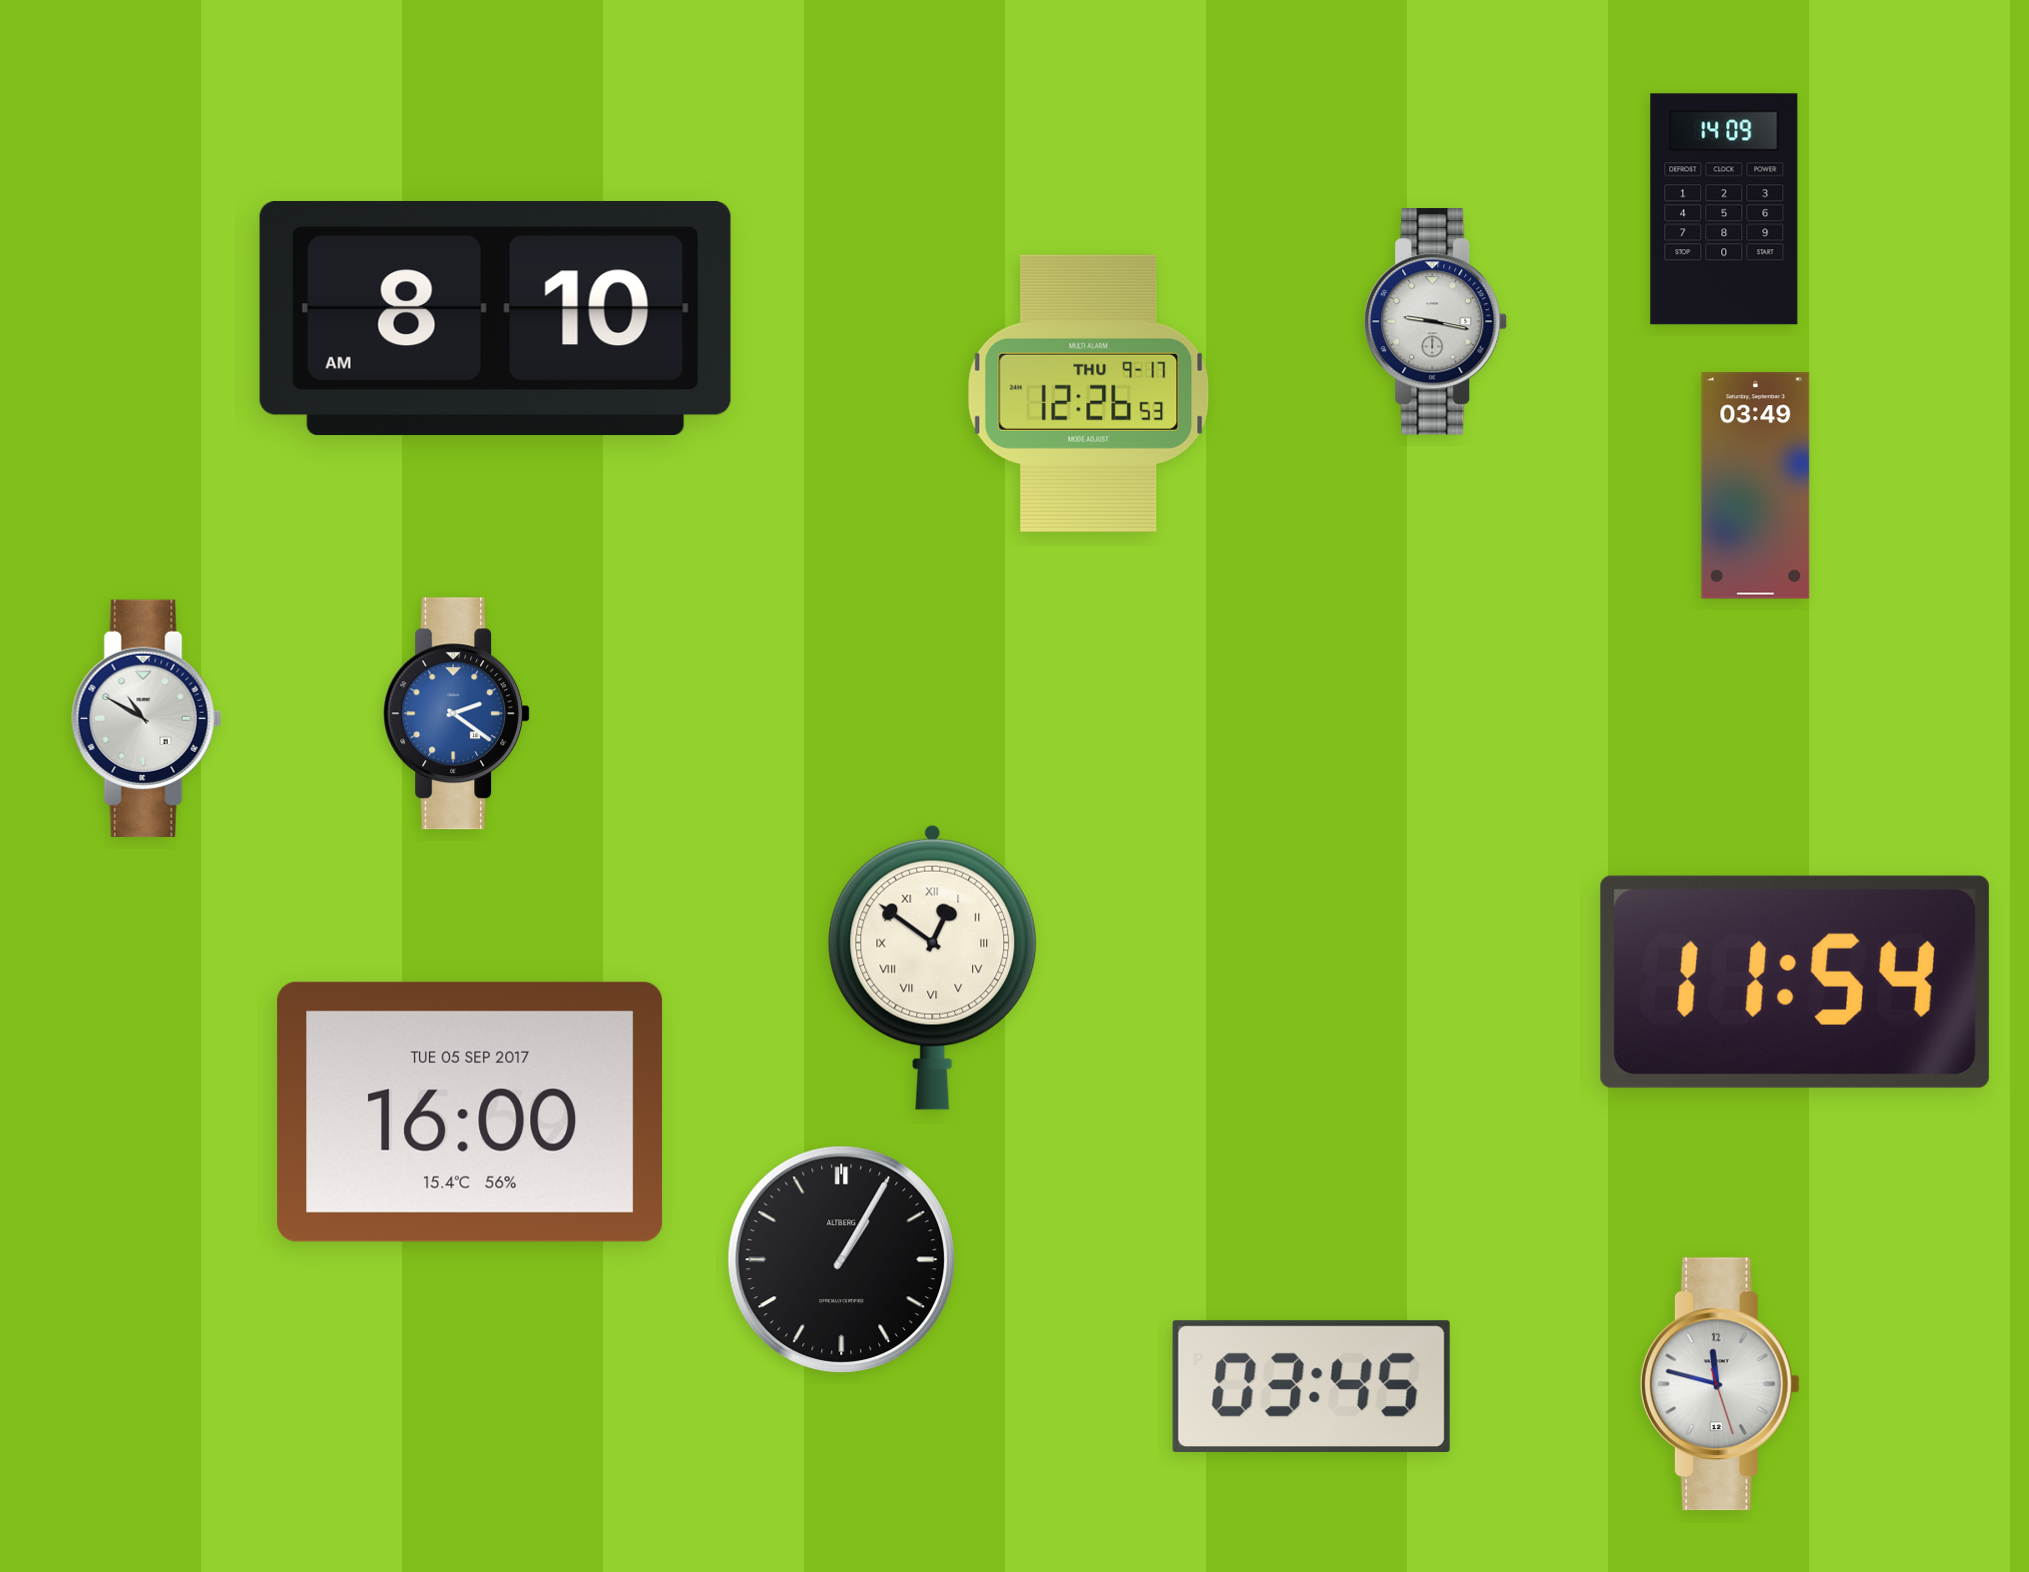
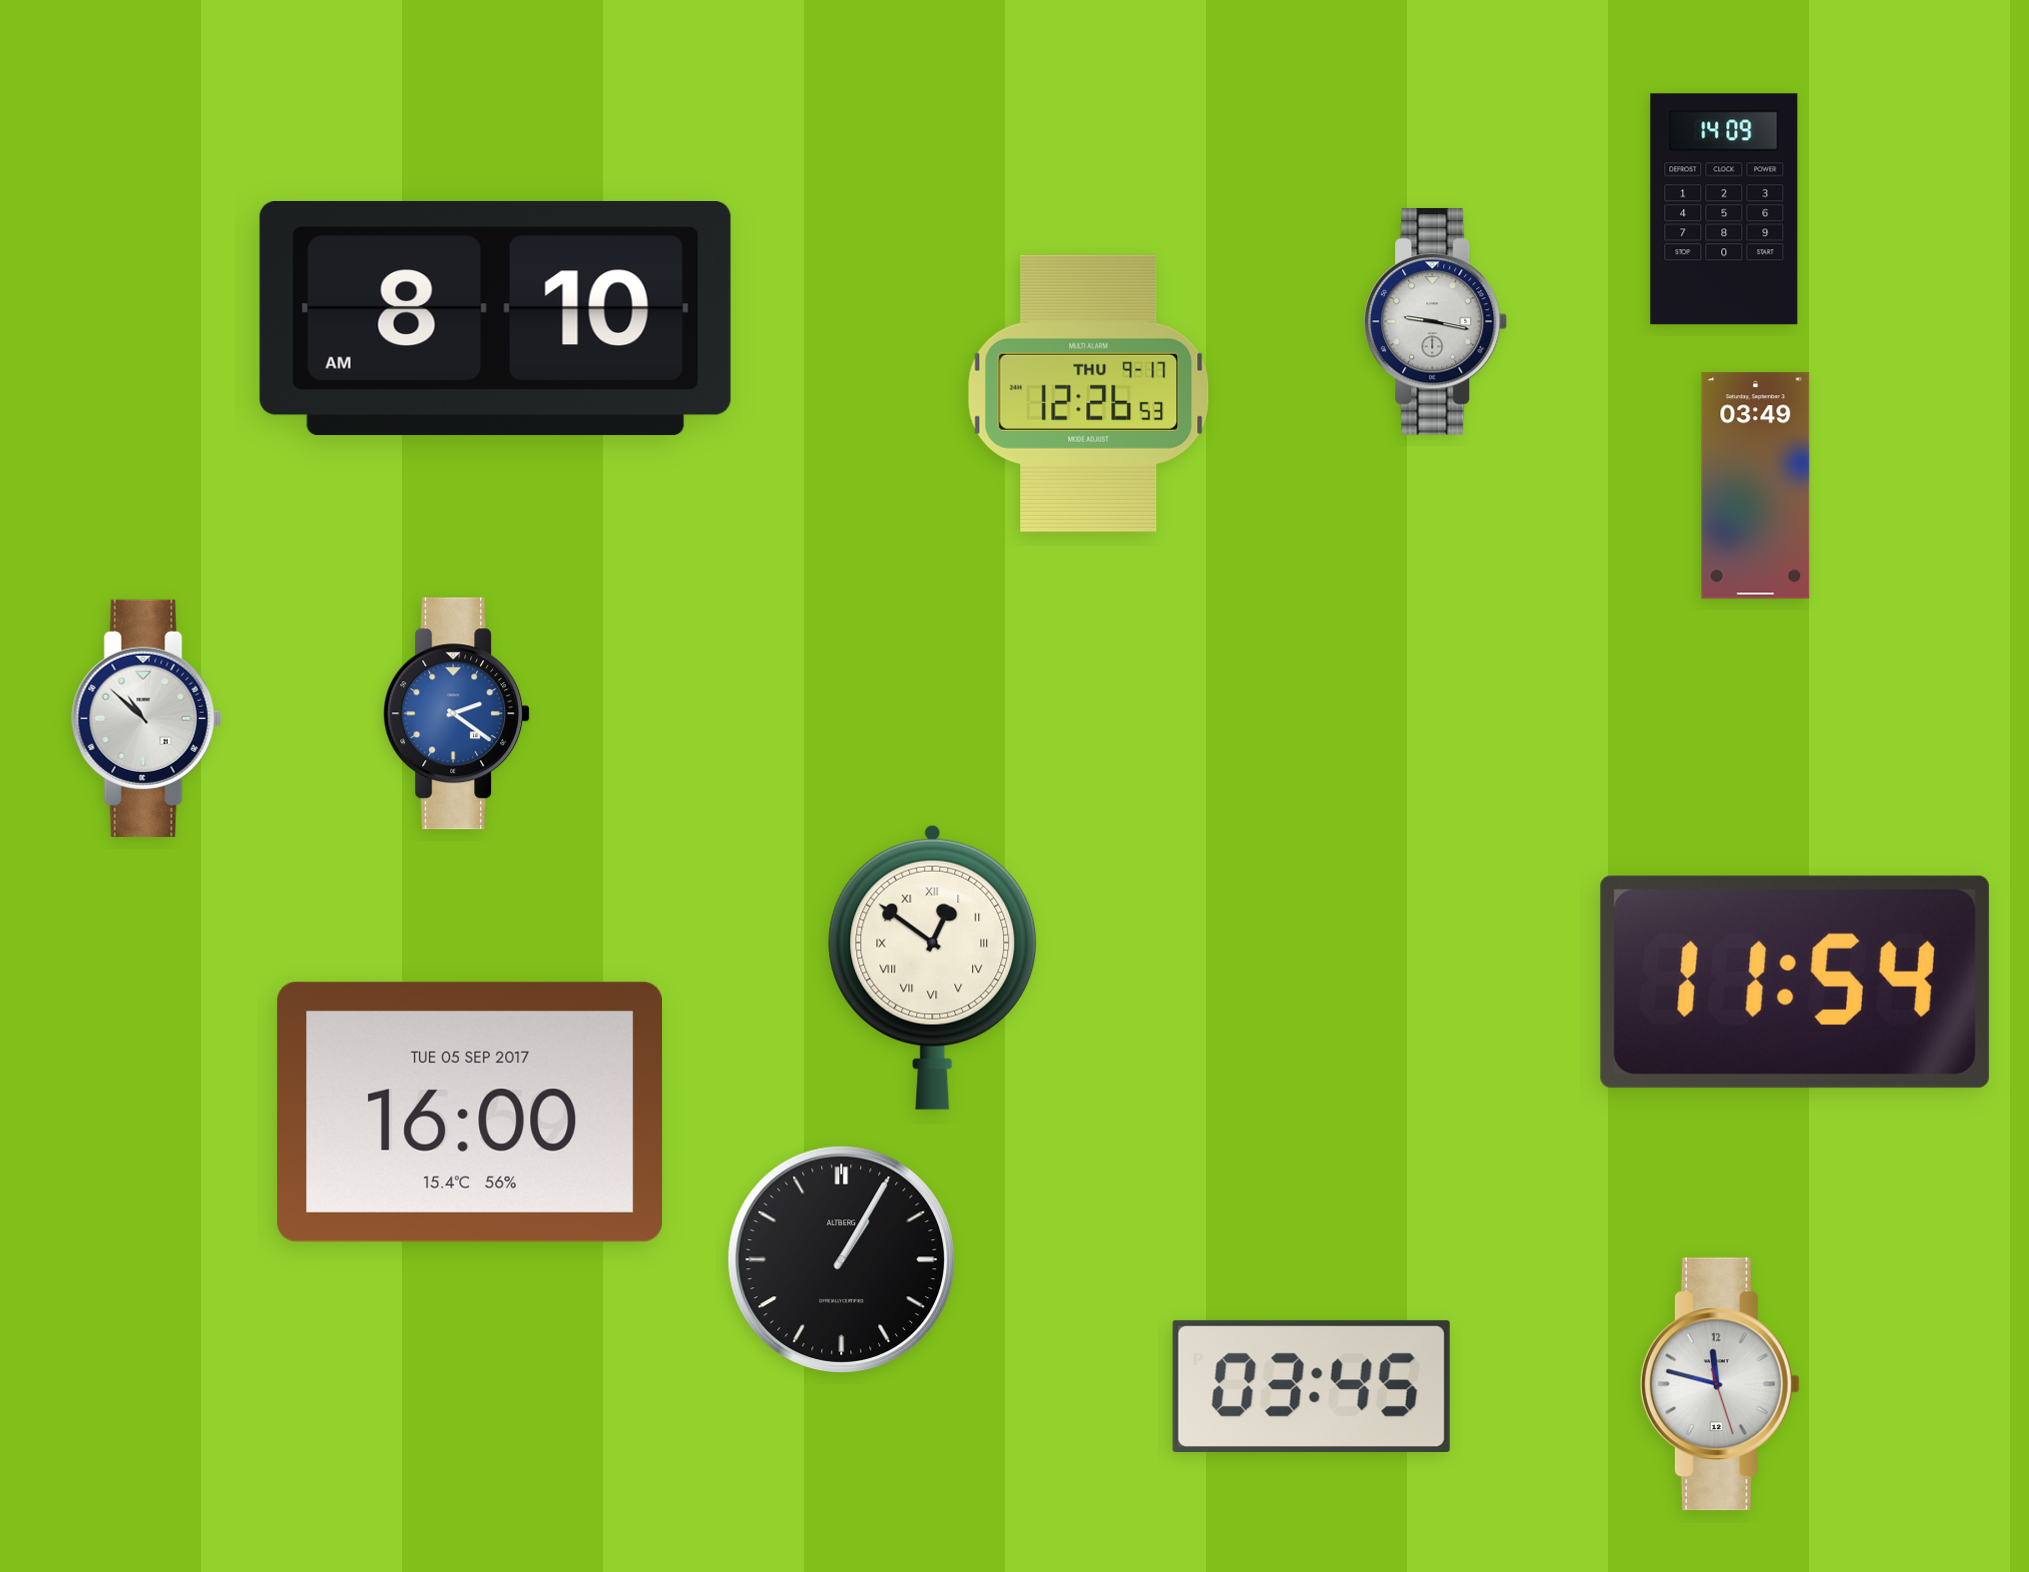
clock at (147, 718): 10:50 -> 10:52
